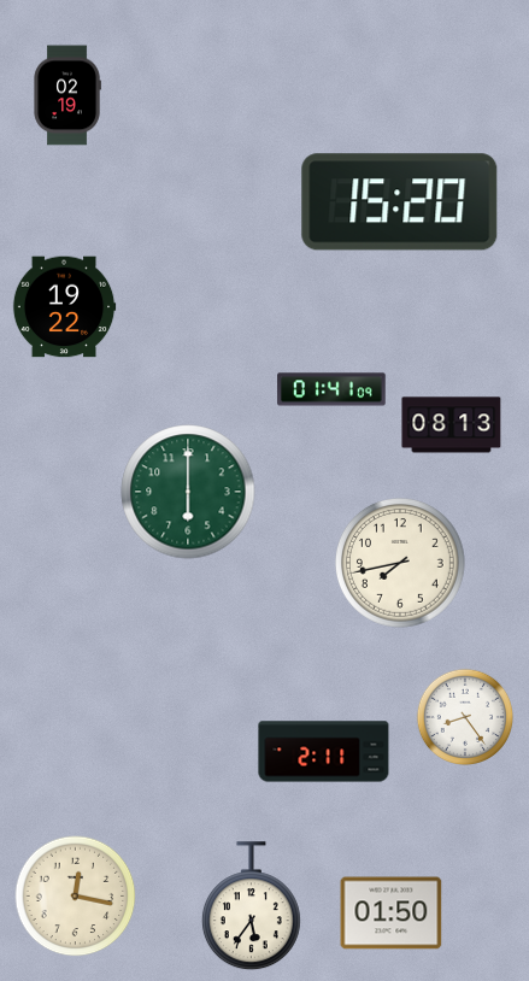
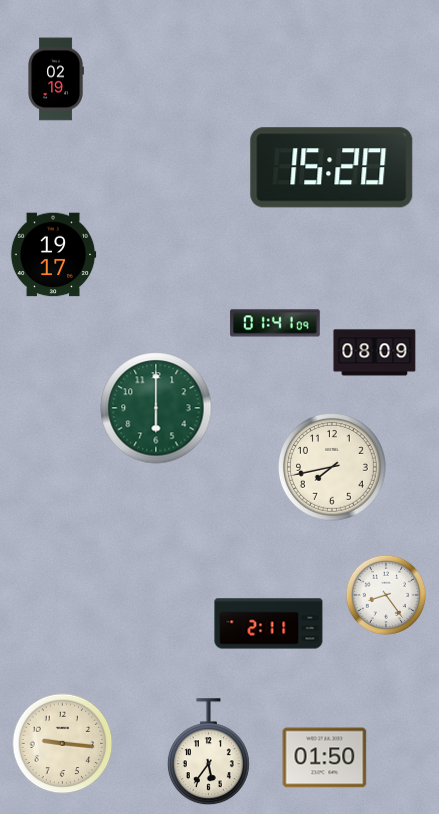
clock at (64, 307): 19:22 -> 19:17
clock at (452, 425): 08:13 -> 08:09
clock at (76, 897): 12:17 -> 9:16
